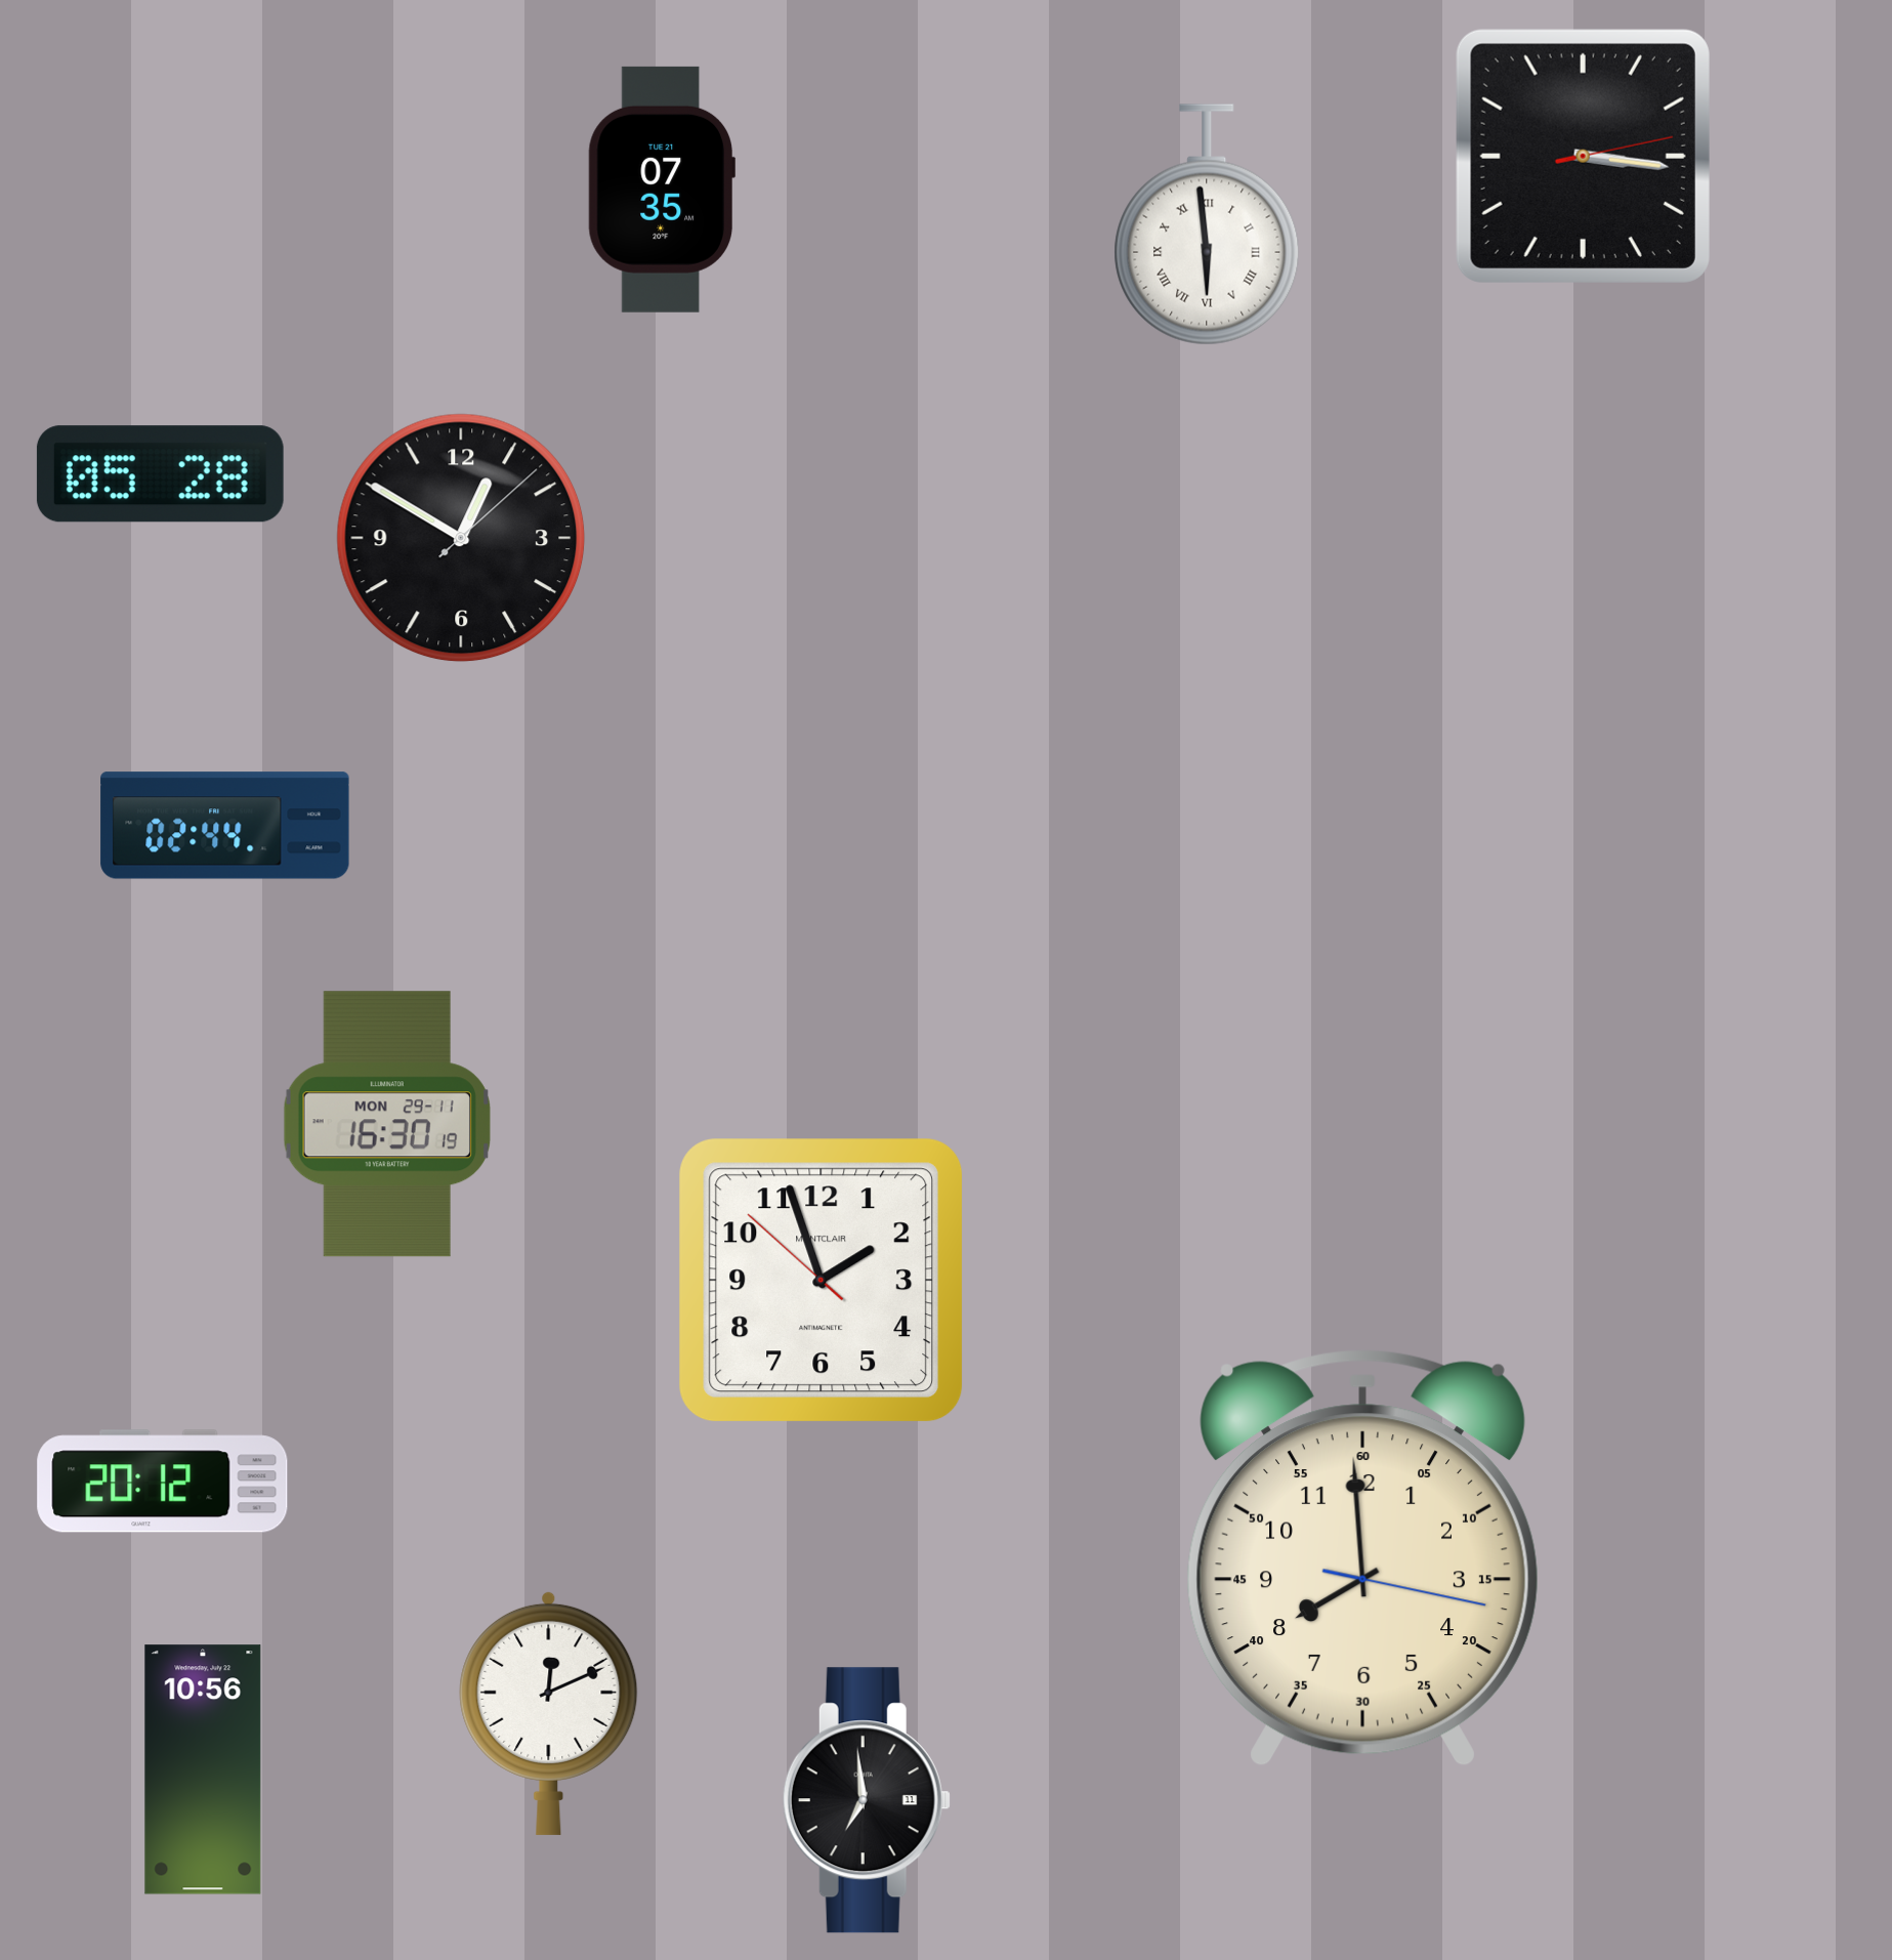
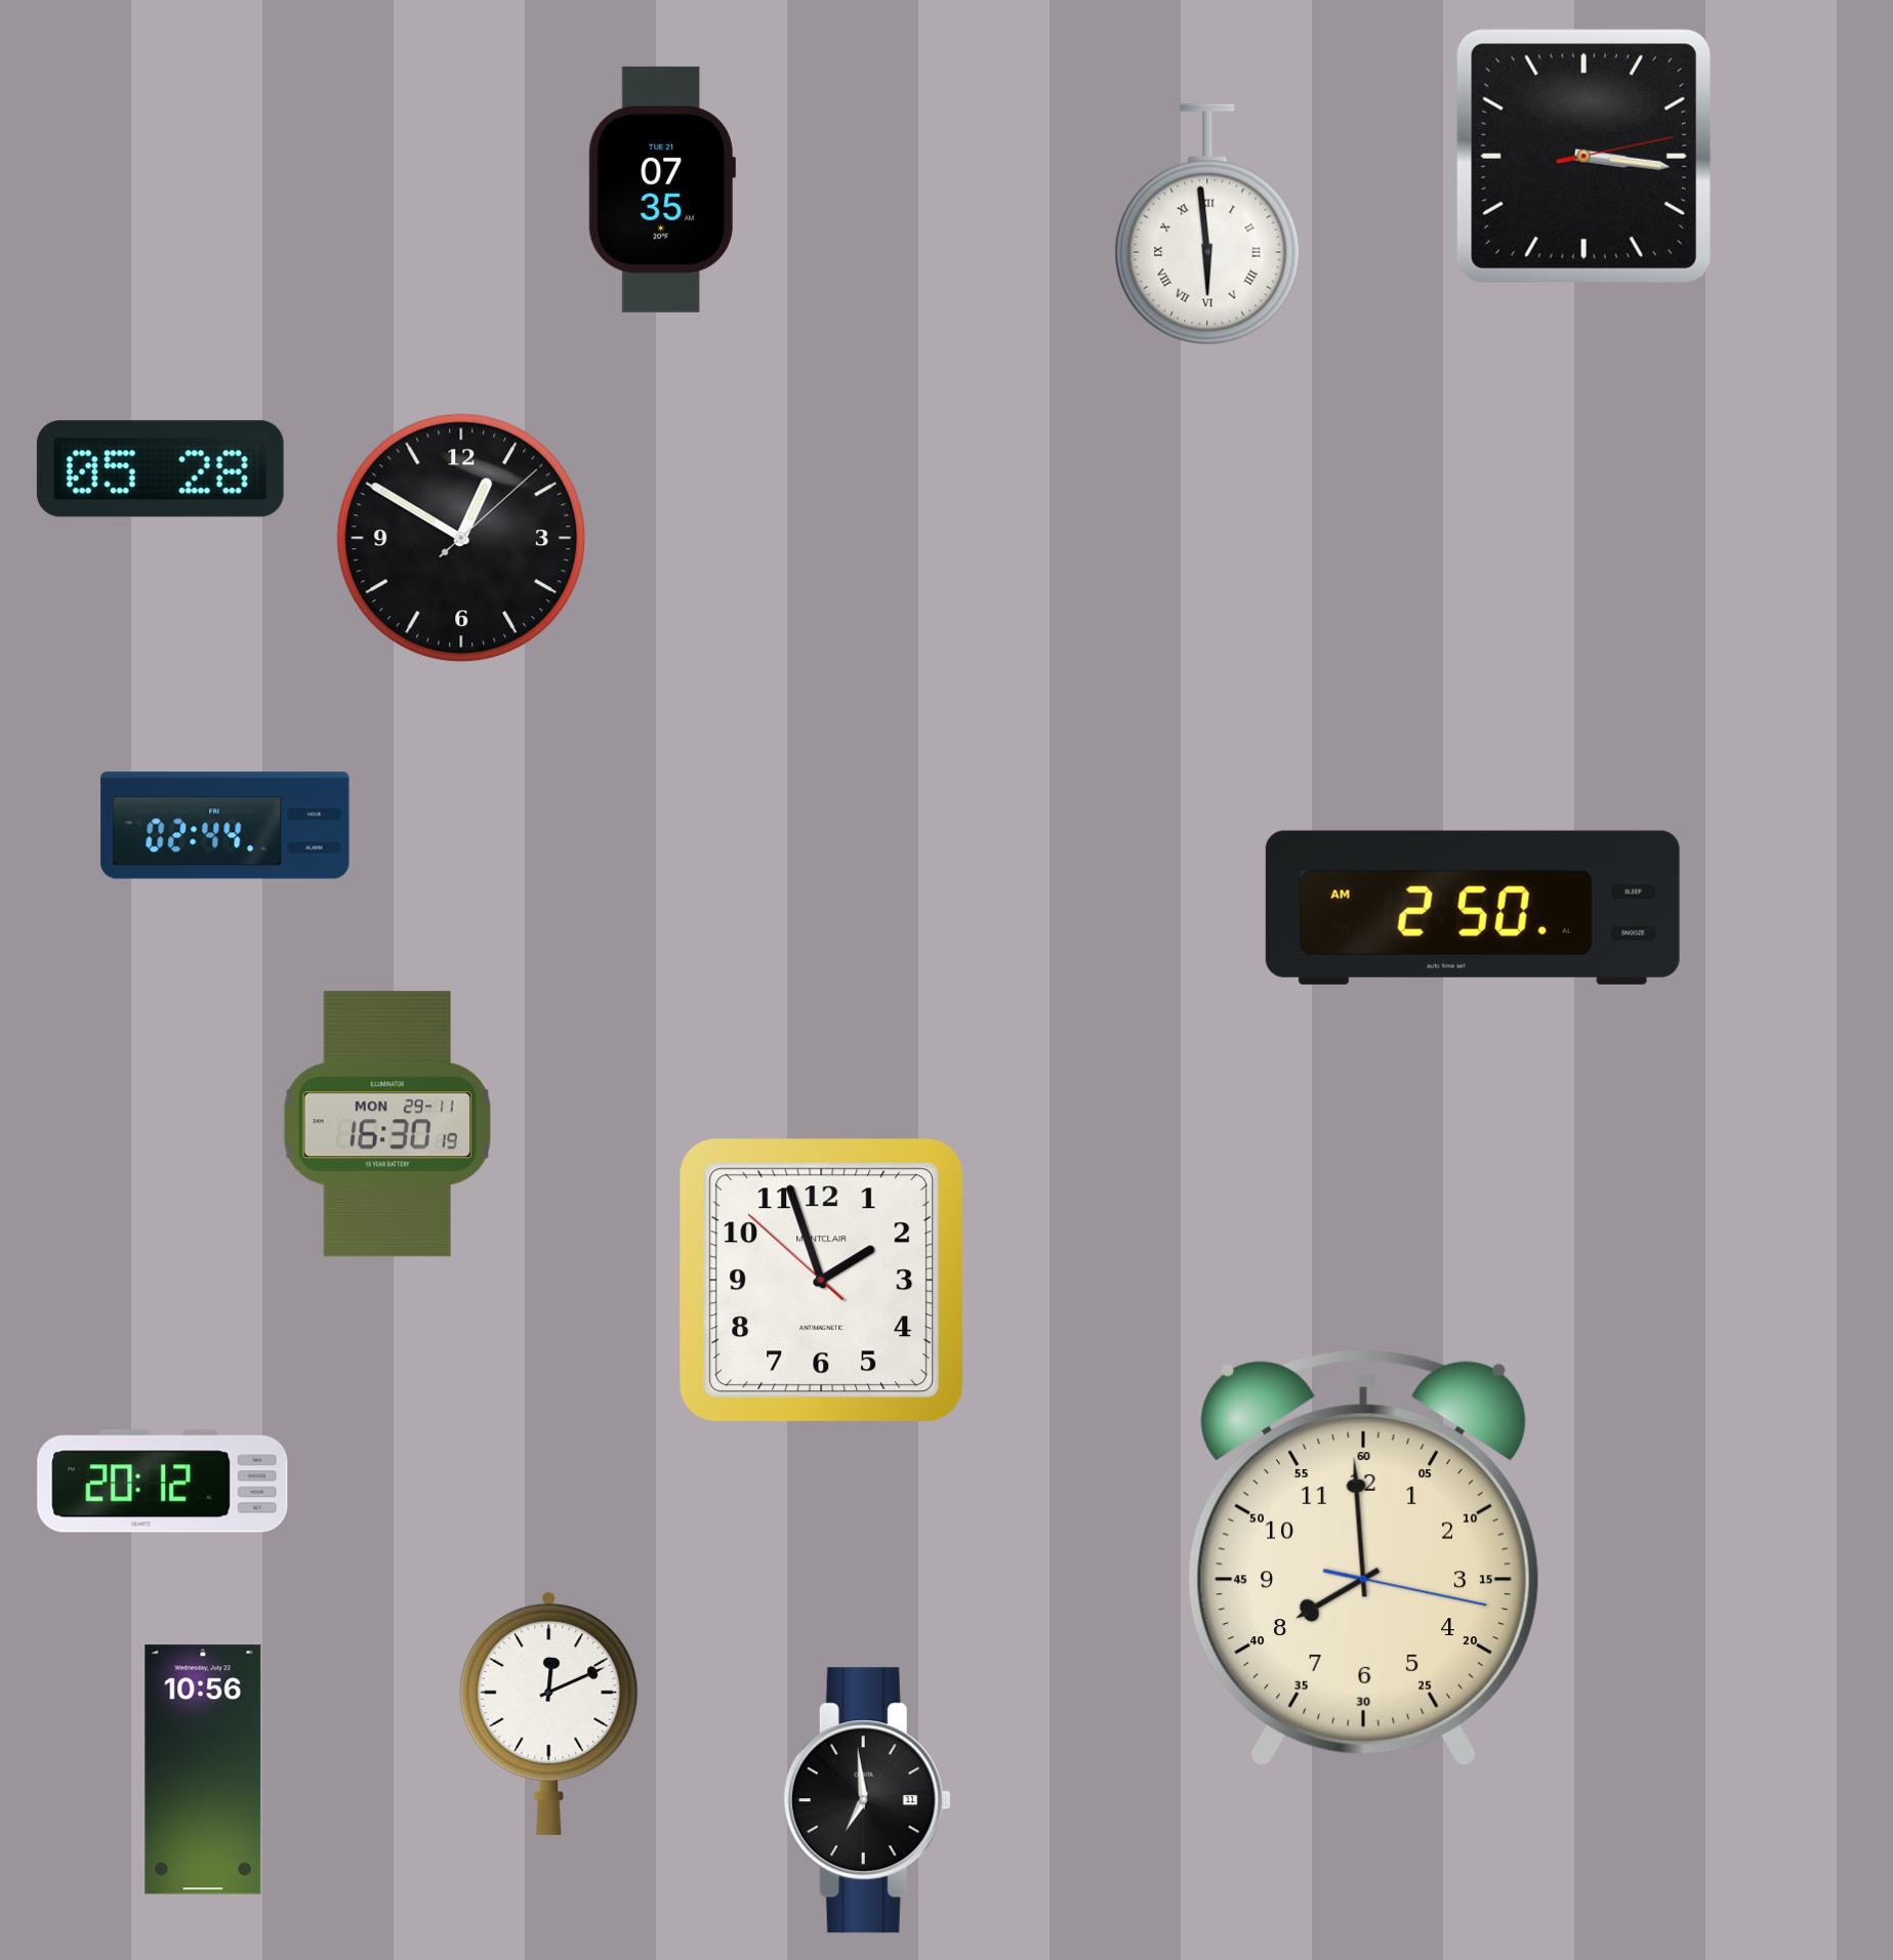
clock at (160, 474) position: (160, 474) -> (160, 469)
clock at (1473, 908): none -> 2:50
